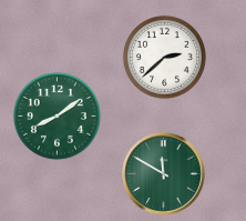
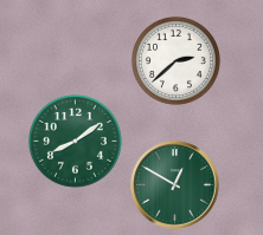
clock at (57, 115) position: (57, 115) -> (75, 141)
clock at (164, 174): 11:50 -> 12:50
